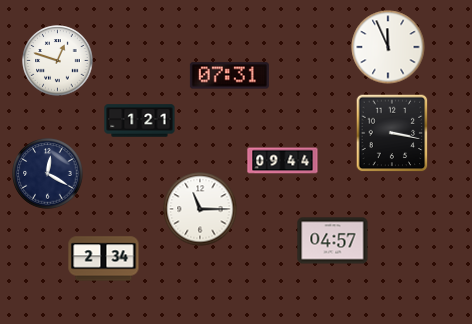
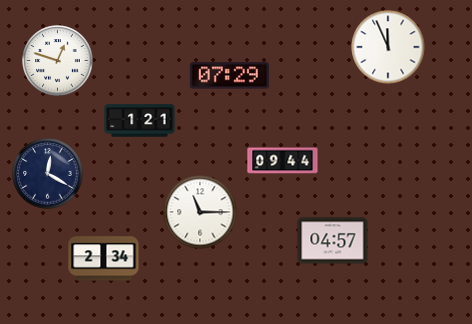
clock at (229, 76): 07:31 -> 07:29
clock at (392, 133): 3:17 -> none
clock at (200, 209) position: (200, 209) -> (200, 212)
